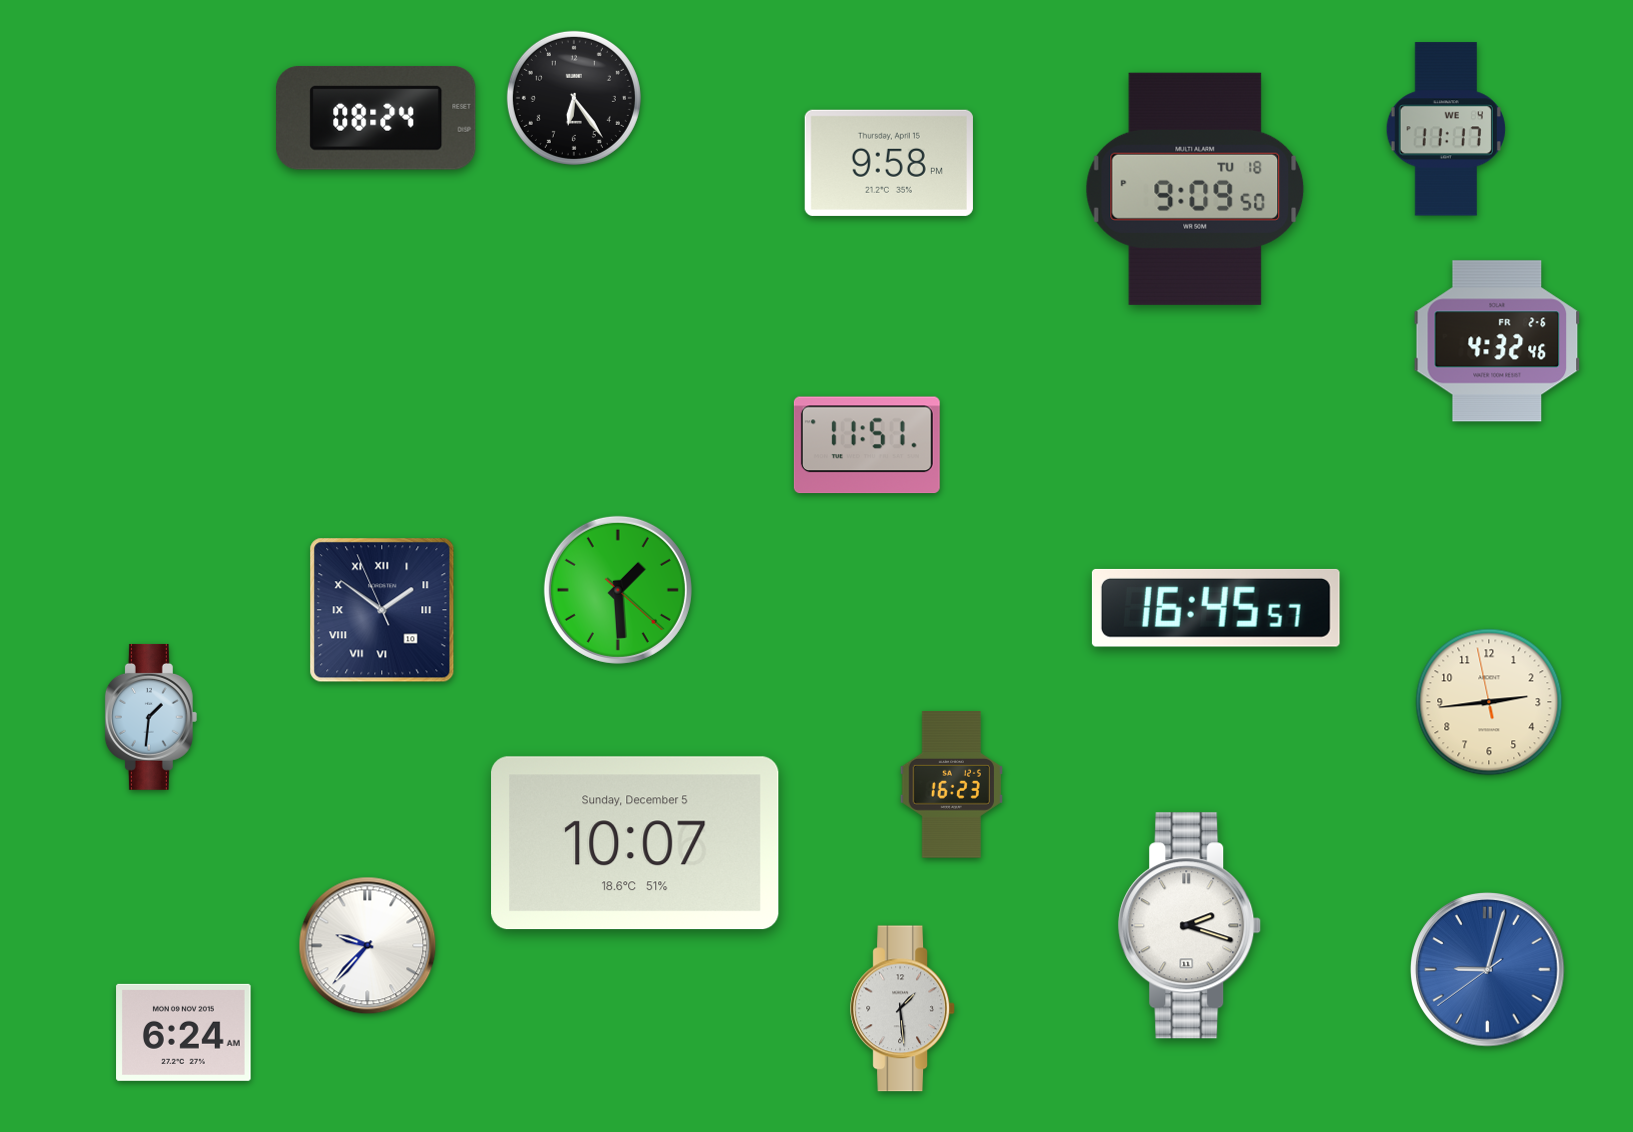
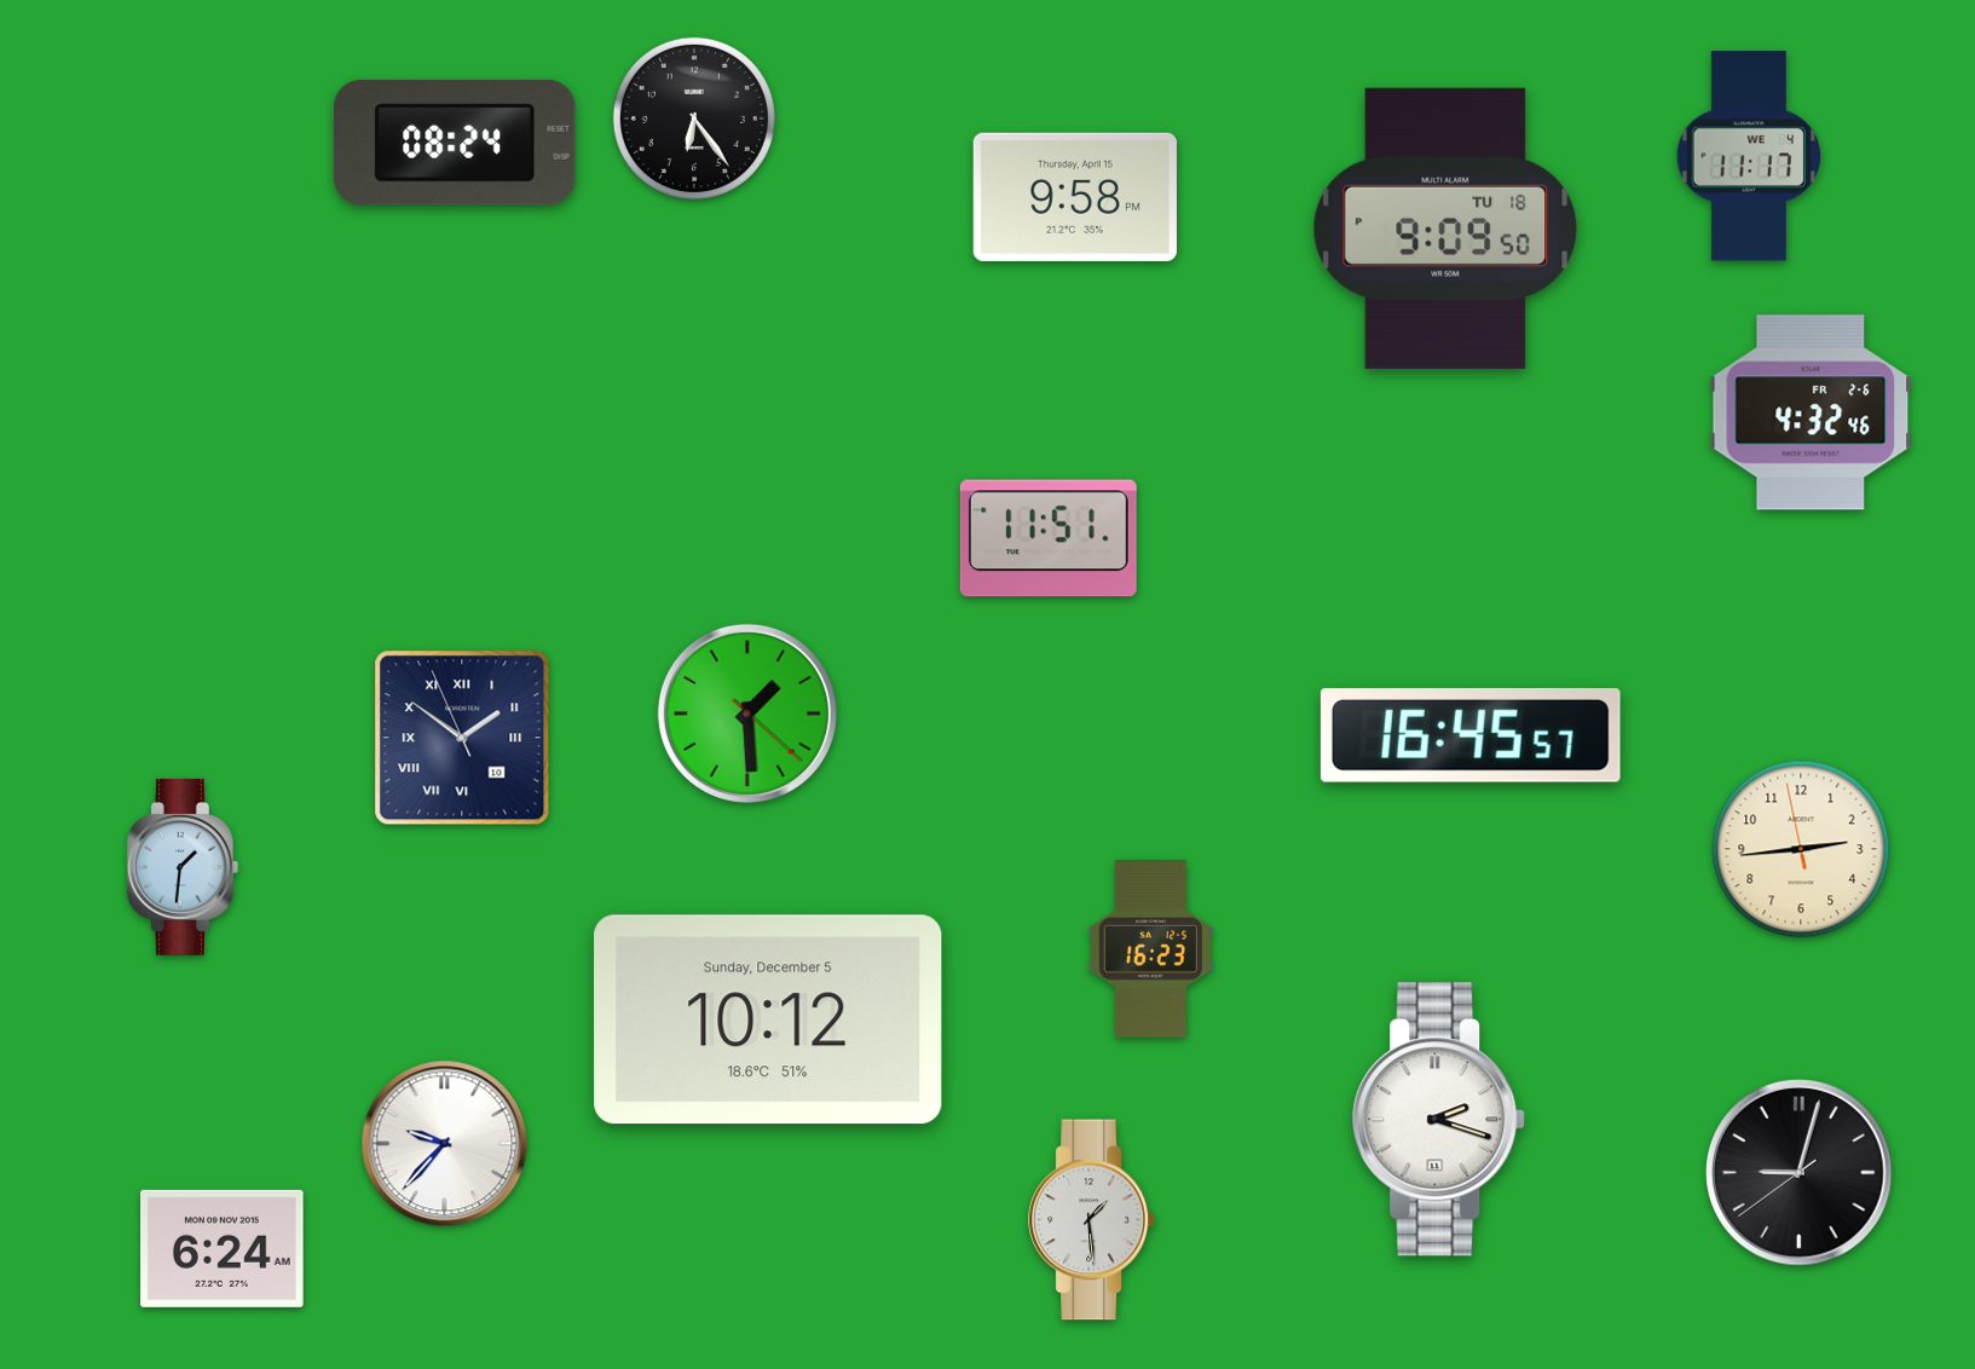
clock at (635, 843): 10:07 -> 10:12
clock at (1488, 970) dial: blue -> black
